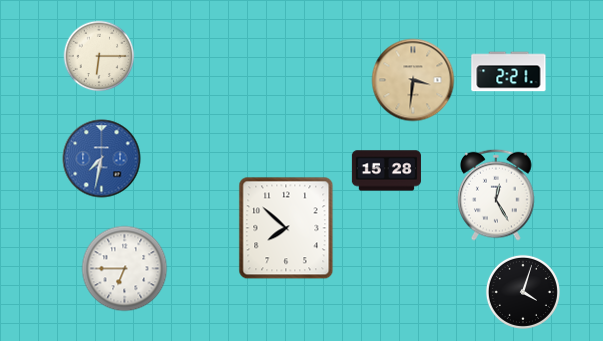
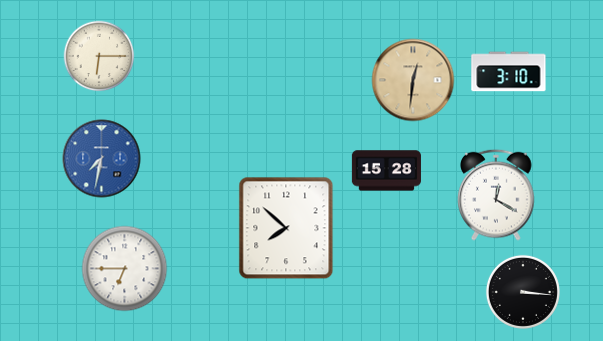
clock at (509, 72): 2:21 -> 3:10
clock at (413, 80): 3:31 -> 12:31
clock at (496, 195): 12:25 -> 12:20
clock at (523, 292): 4:03 -> 3:16
